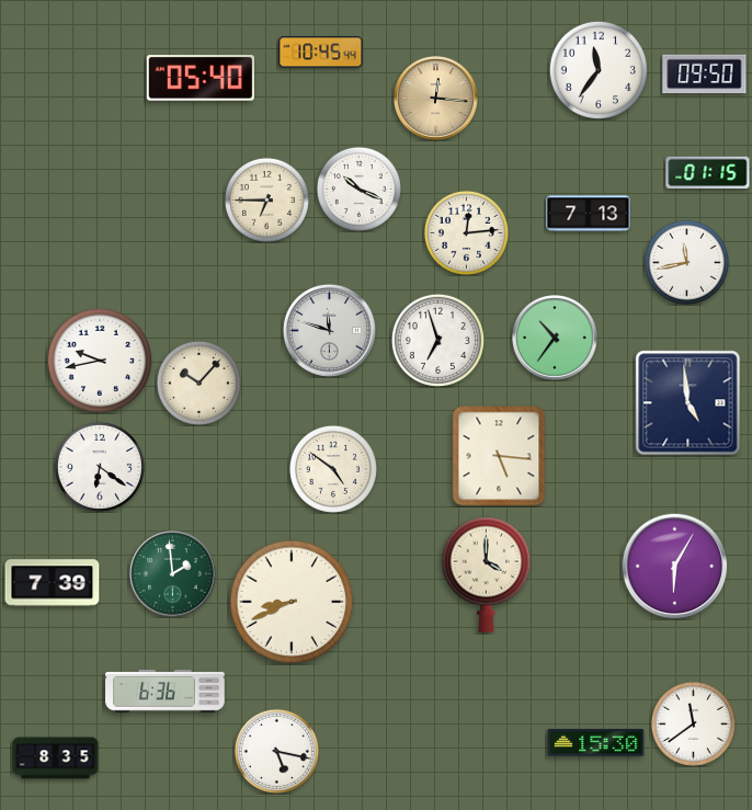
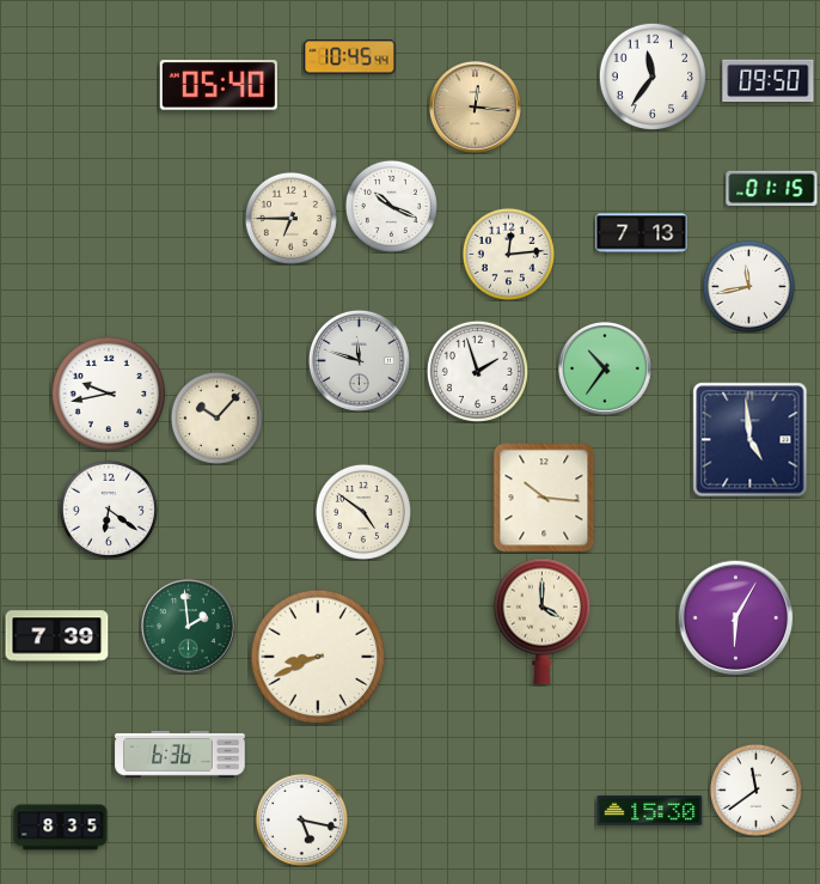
clock at (437, 340): 6:57 -> 1:57
clock at (499, 456): 5:16 -> 10:16
clock at (487, 574) position: (487, 574) -> (543, 621)
